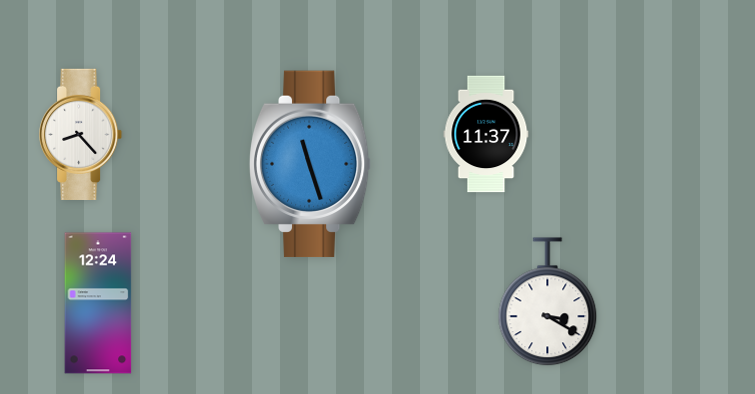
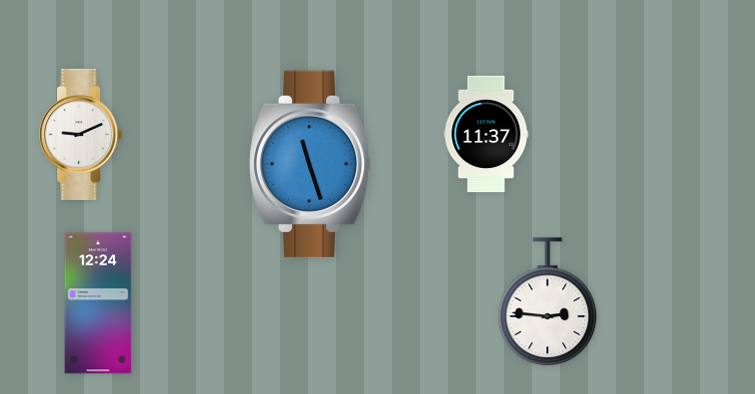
clock at (82, 135): 8:23 -> 9:11
clock at (548, 302): 3:20 -> 2:46
